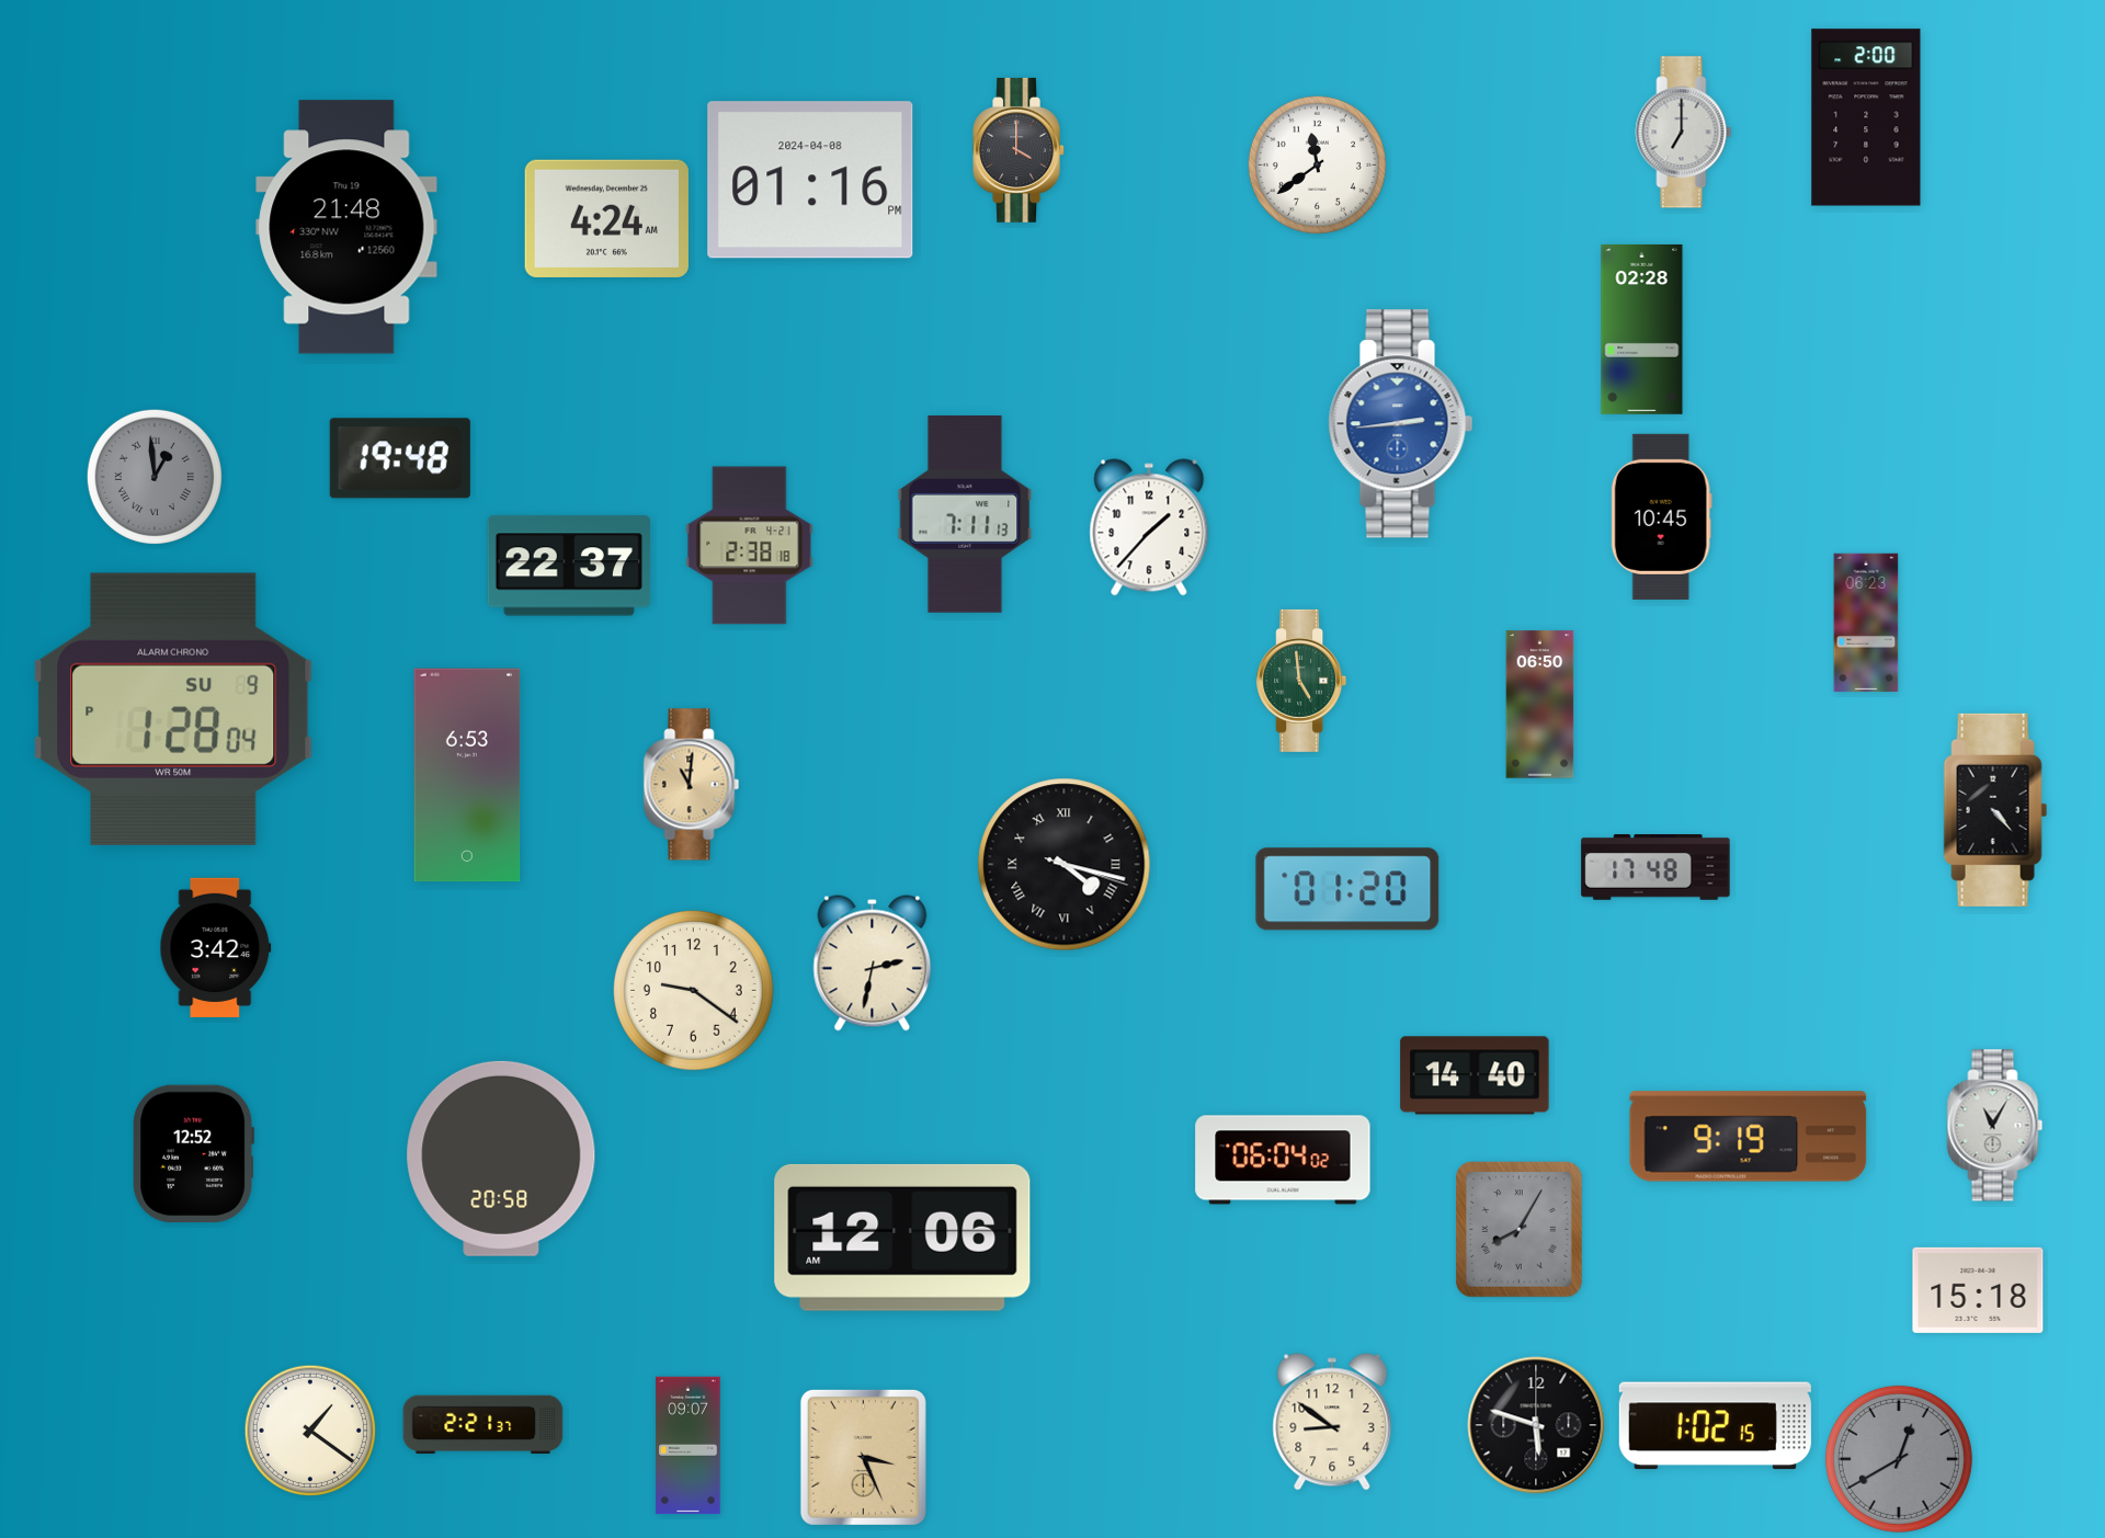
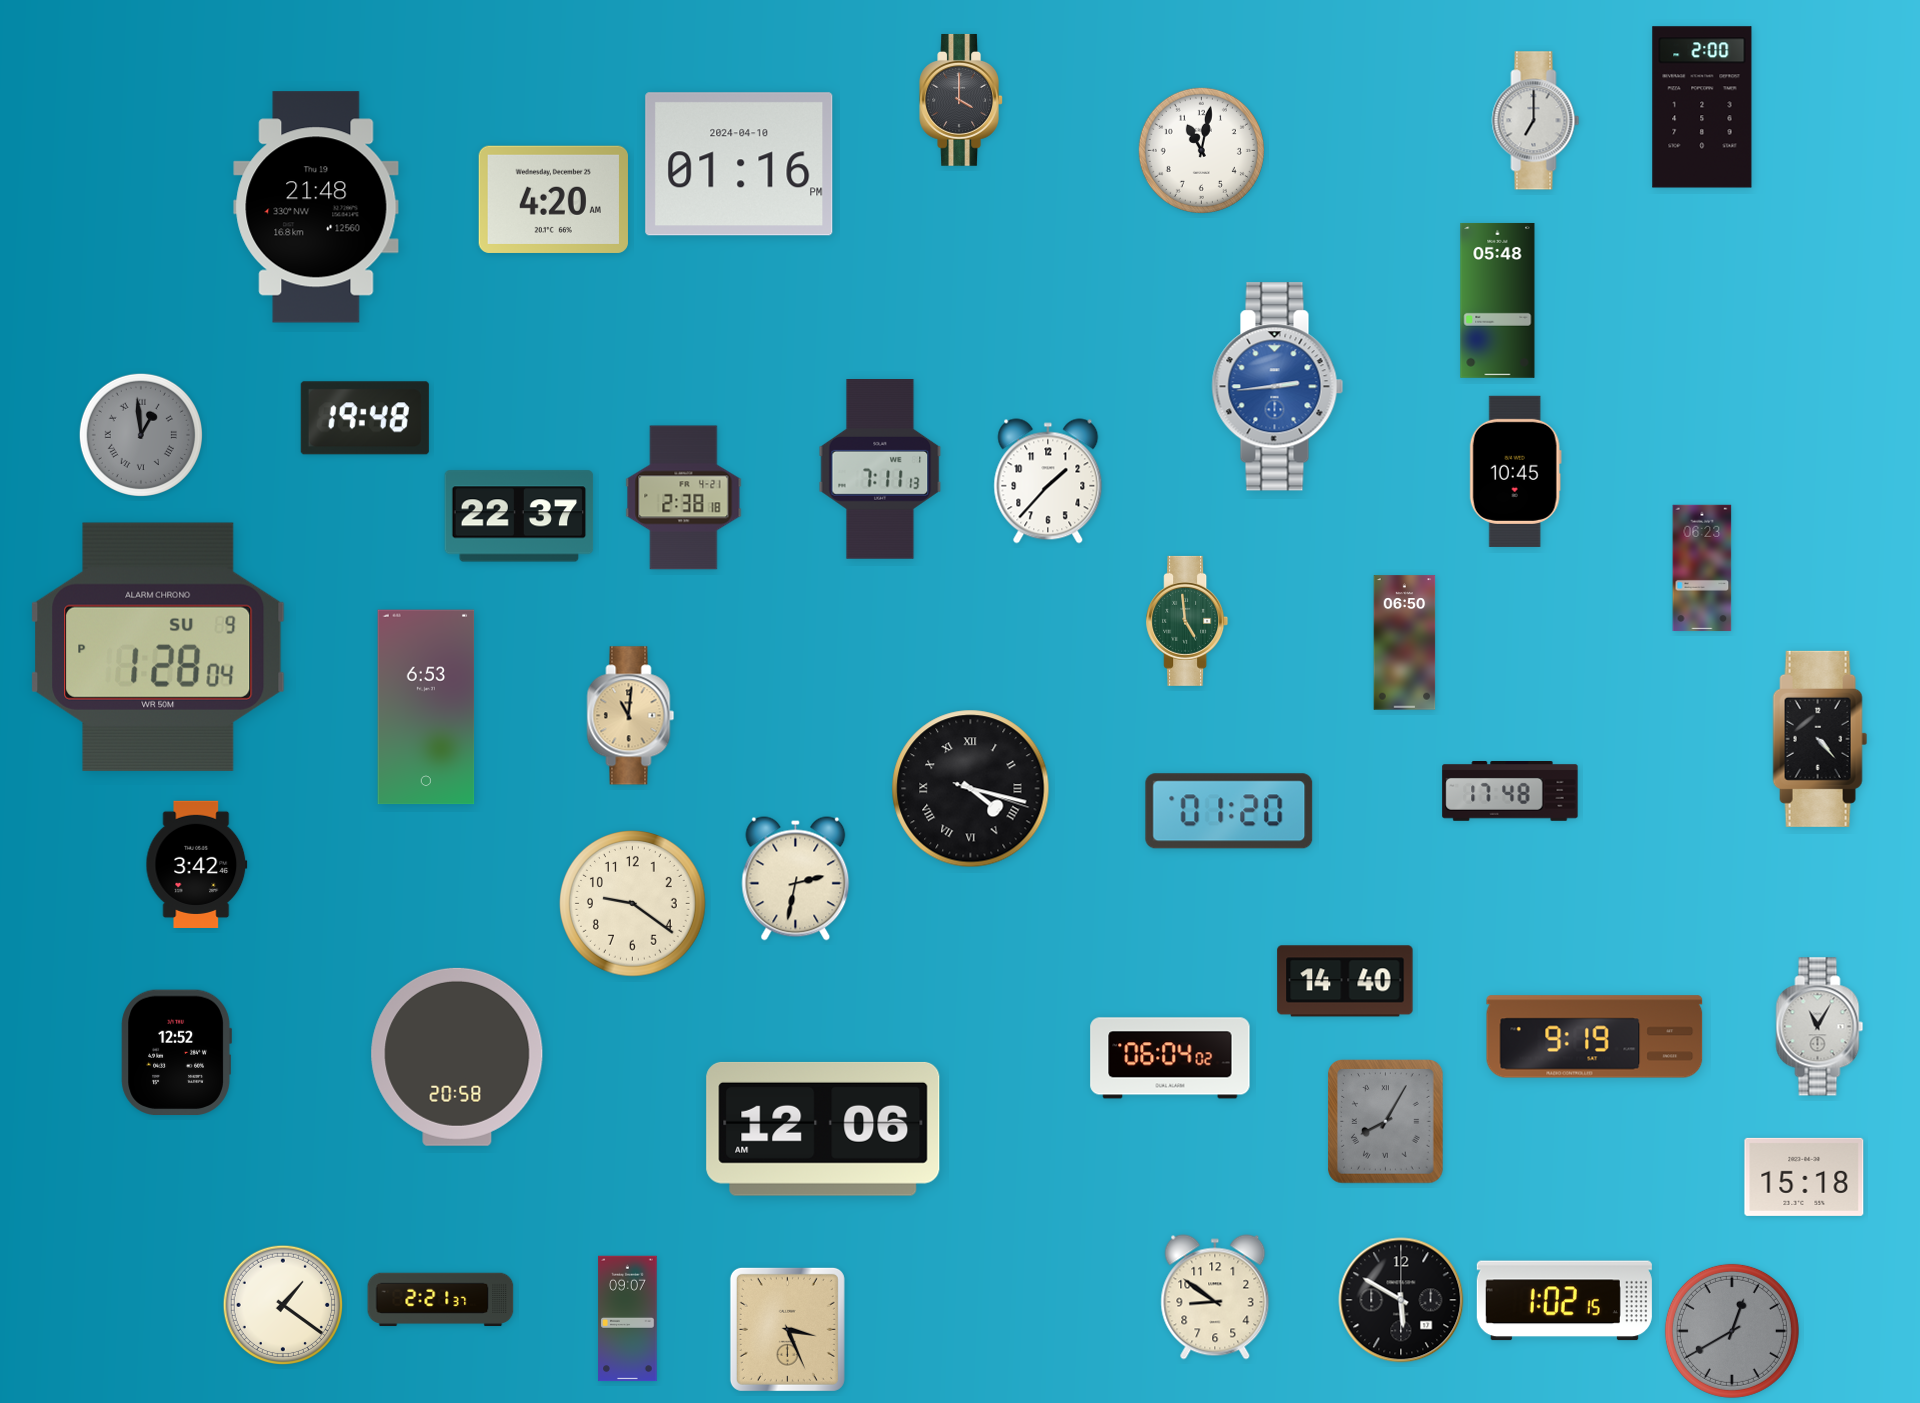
clock at (1019, 150) position: (1019, 150) -> (961, 100)
clock at (1317, 164): 11:39 -> 11:02
clock at (810, 180) date: 2024-04-08 -> 2024-04-10
clock at (606, 218): 4:24 -> 4:20
clock at (1642, 329): 02:28 -> 05:48
clock at (1536, 1425): 5:48 -> 5:50
